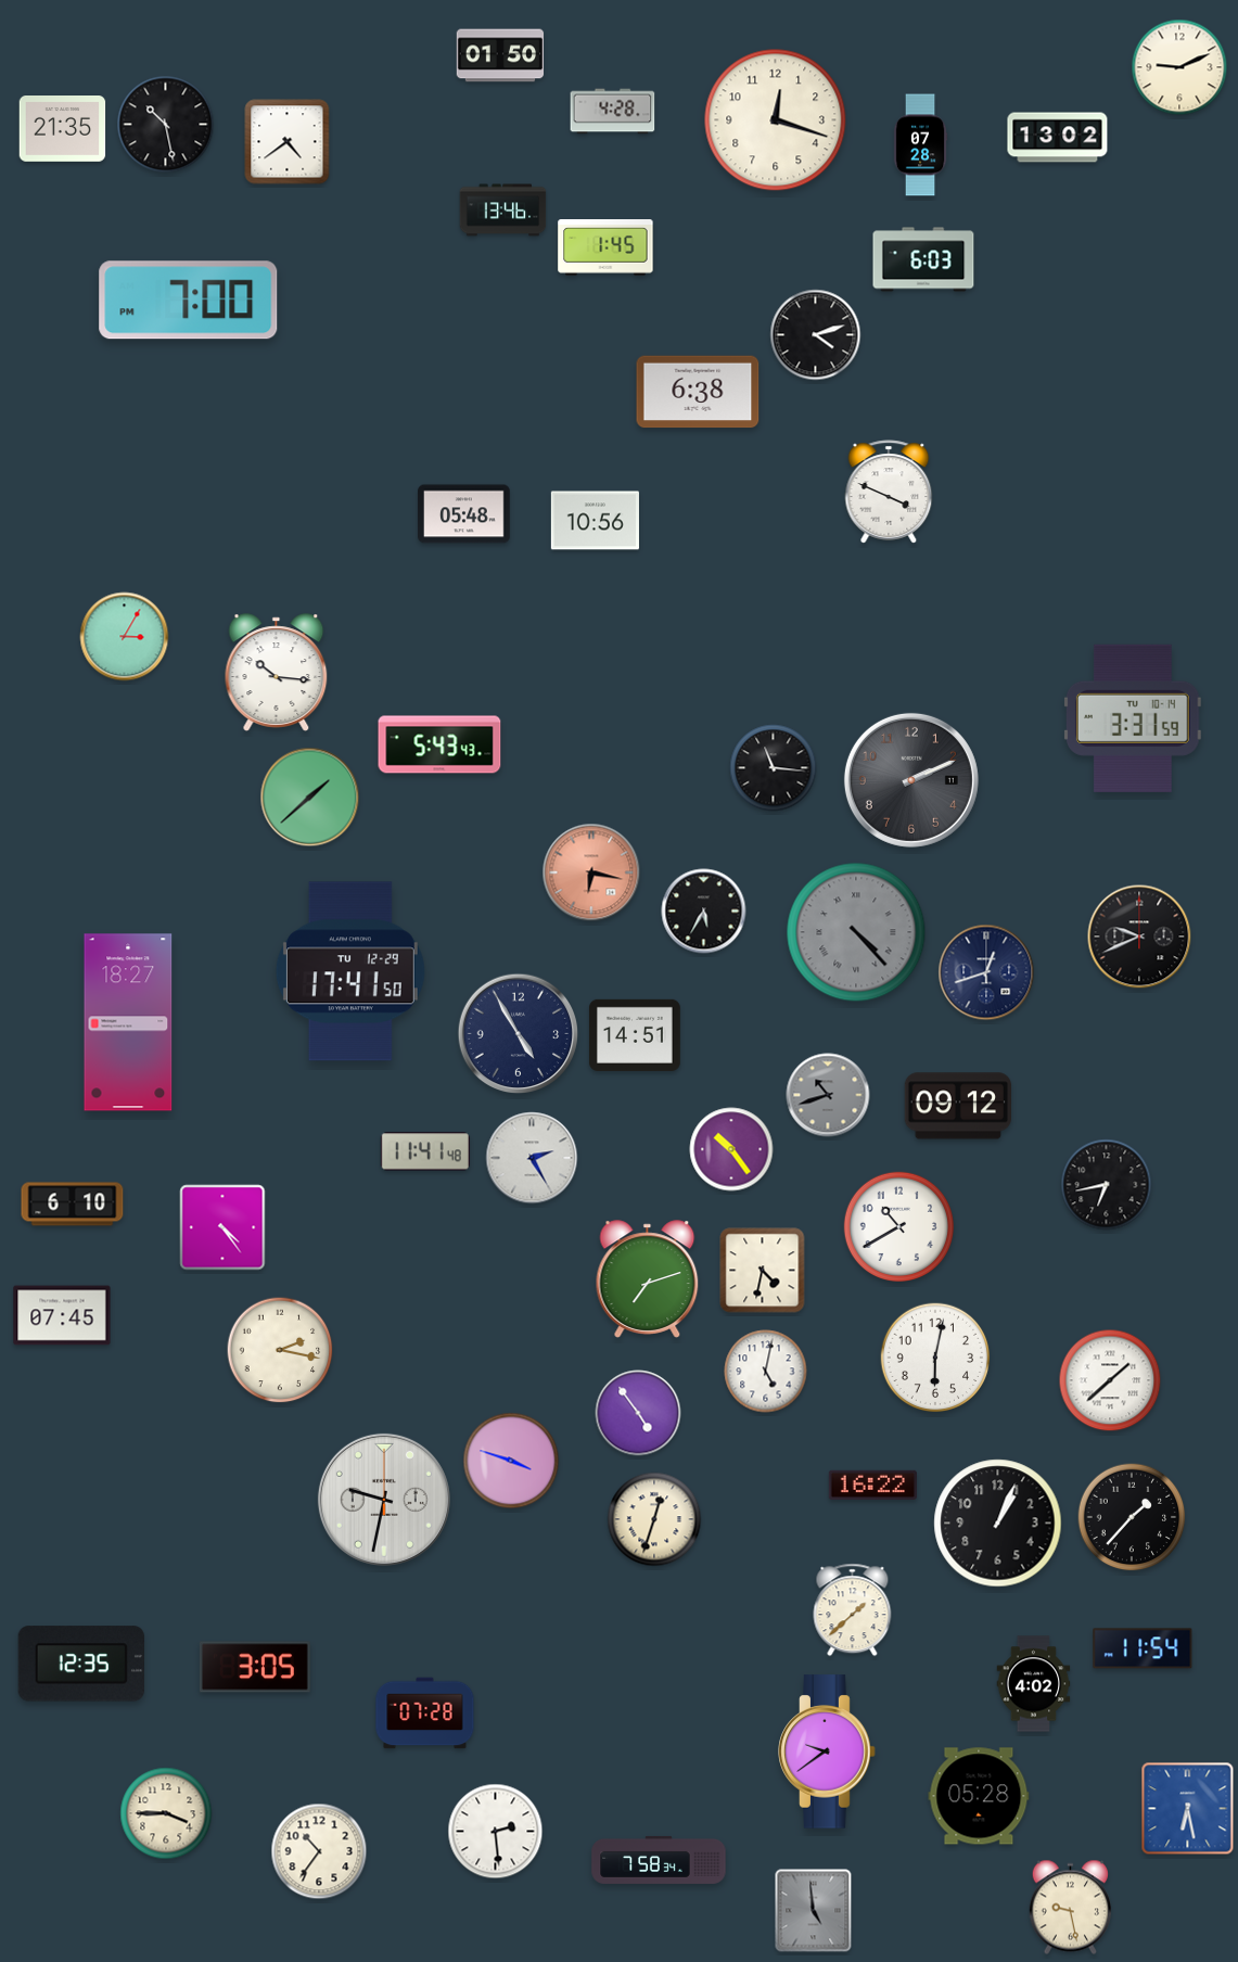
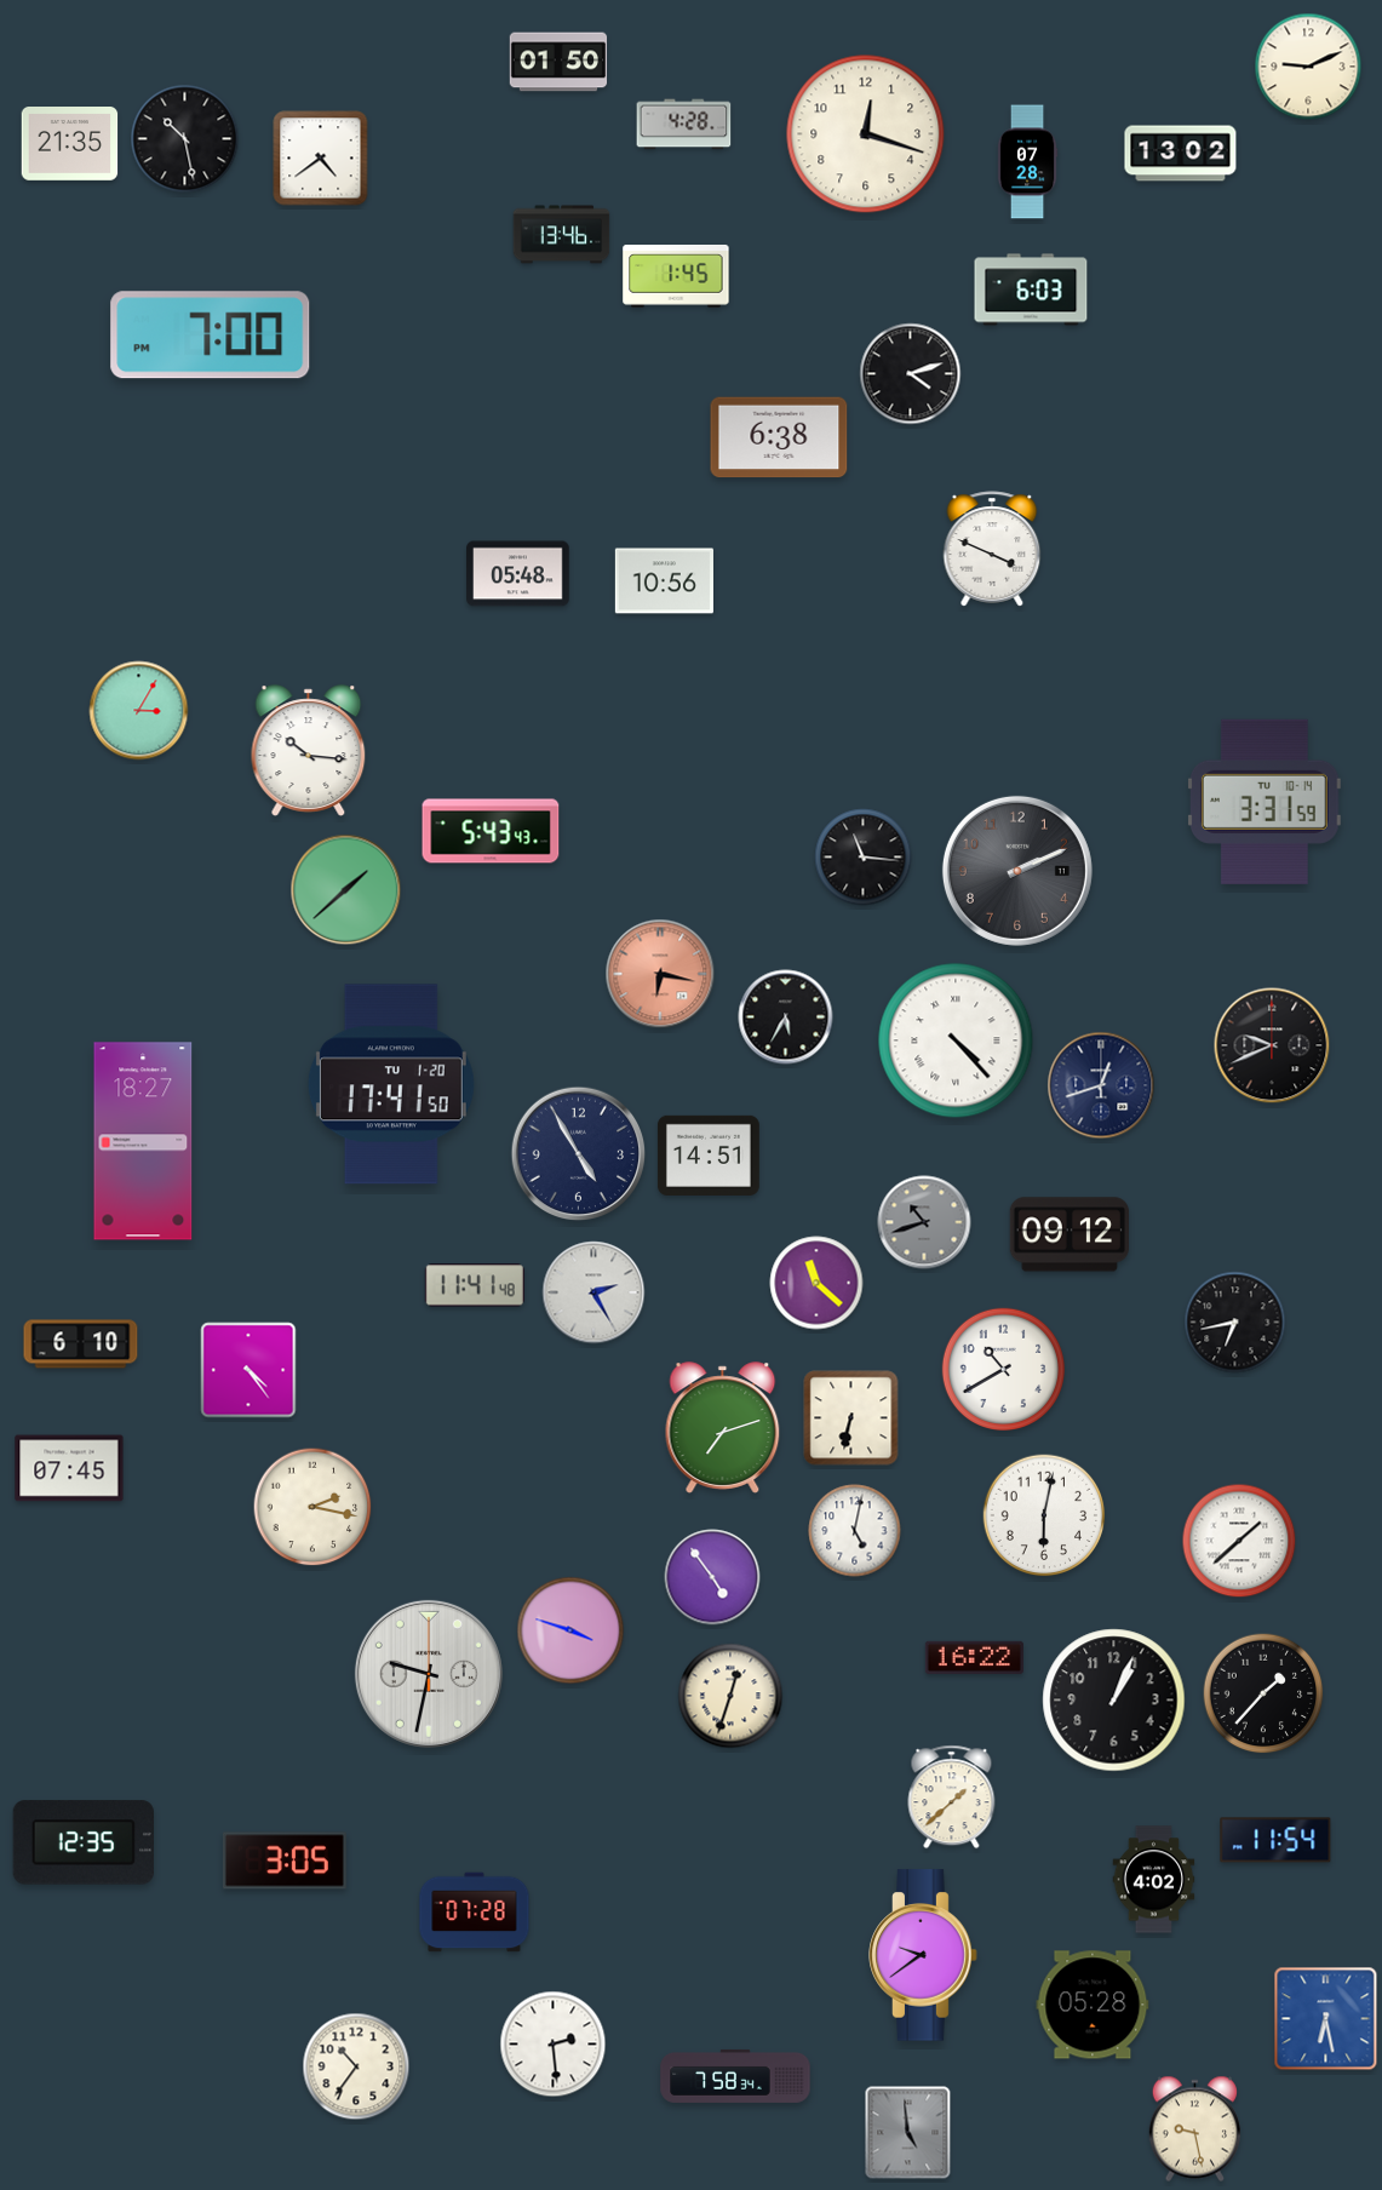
clock at (1179, 67) position: (1179, 67) -> (1308, 67)
clock at (856, 932) dial: grey -> white
clock at (350, 971) date: TU 12-29 -> TU 1-20
clock at (731, 1149): 10:24 -> 11:22
clock at (763, 1271): 4:32 -> 6:32
clock at (81, 1664) position: (81, 1664) -> (84, 1842)
clock at (166, 1813): 3:45 -> none
